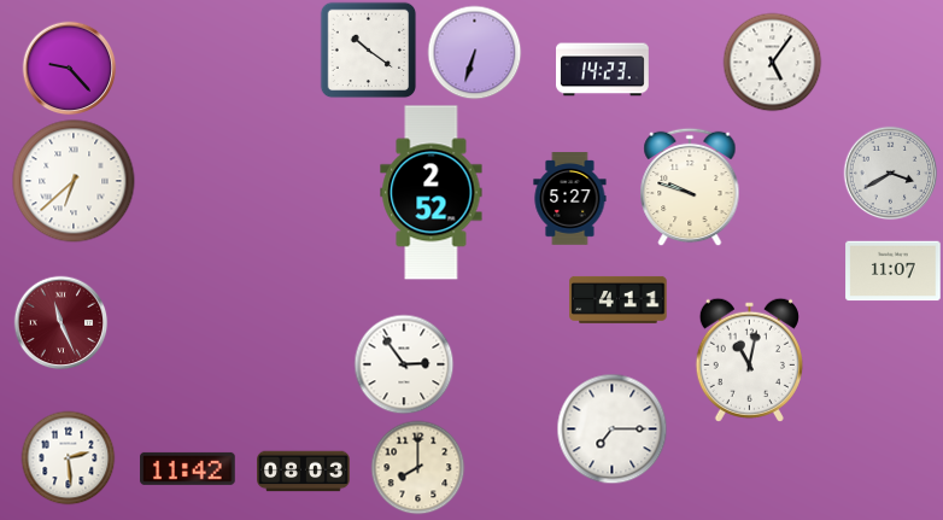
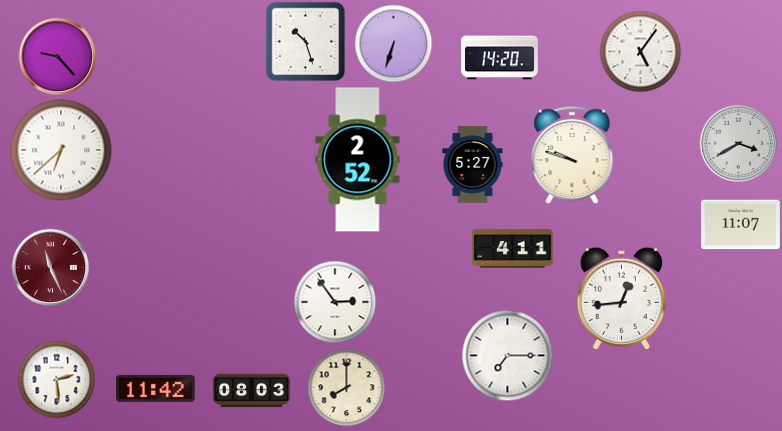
clock at (368, 49): 10:21 -> 10:27
clock at (603, 70): 14:23 -> 14:20
clock at (749, 360): 11:02 -> 12:44
